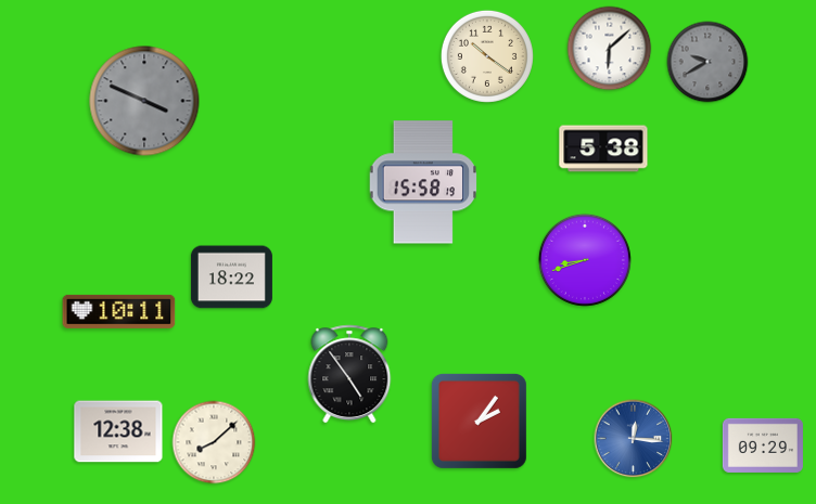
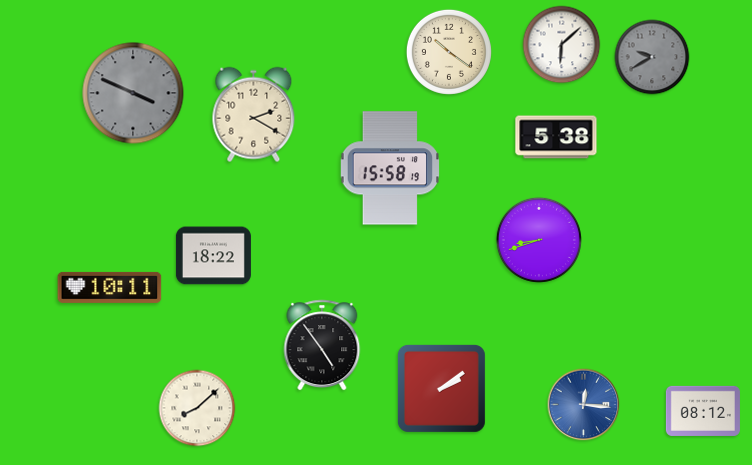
clock at (254, 115): none -> 2:20
clock at (479, 421): 2:06 -> 2:09
clock at (118, 431): 12:38 -> none
clock at (763, 445): 09:29 -> 08:12
